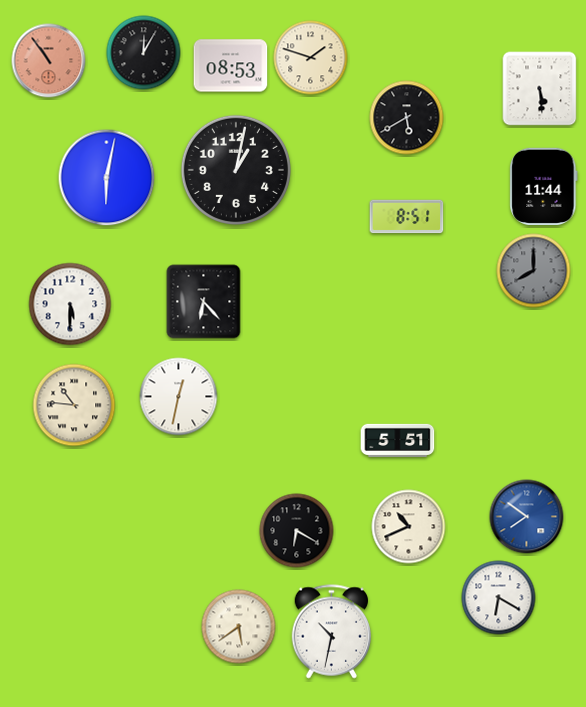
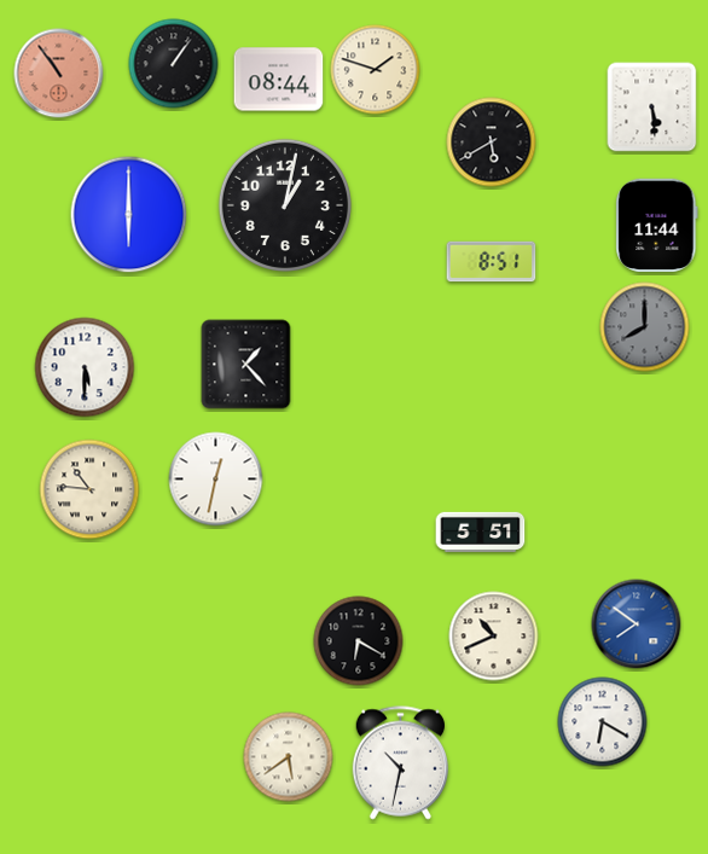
clock at (144, 53): 12:05 -> 1:06
clock at (231, 66): 08:53 -> 08:44
clock at (107, 178): 6:02 -> 6:00
clock at (204, 302): 6:23 -> 1:23
